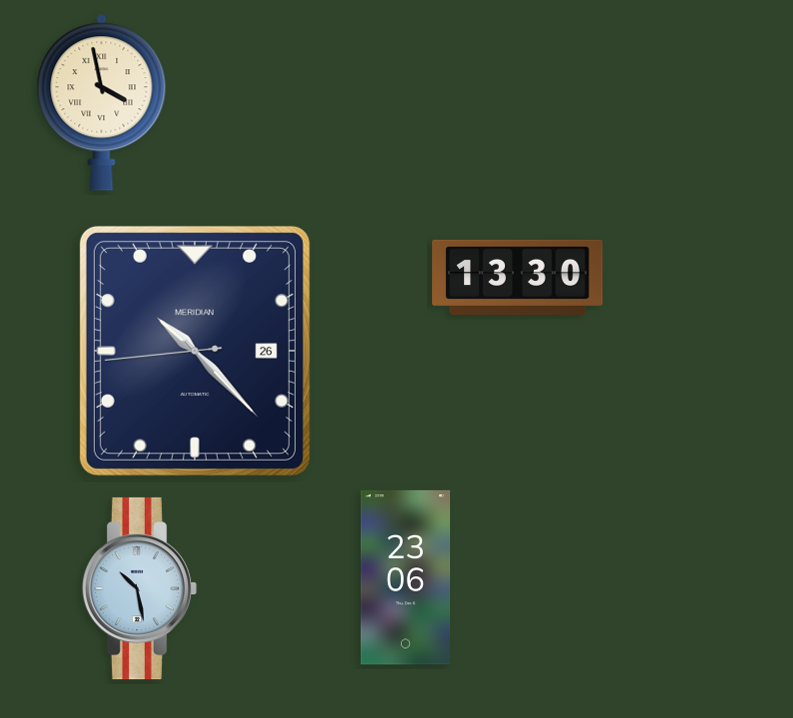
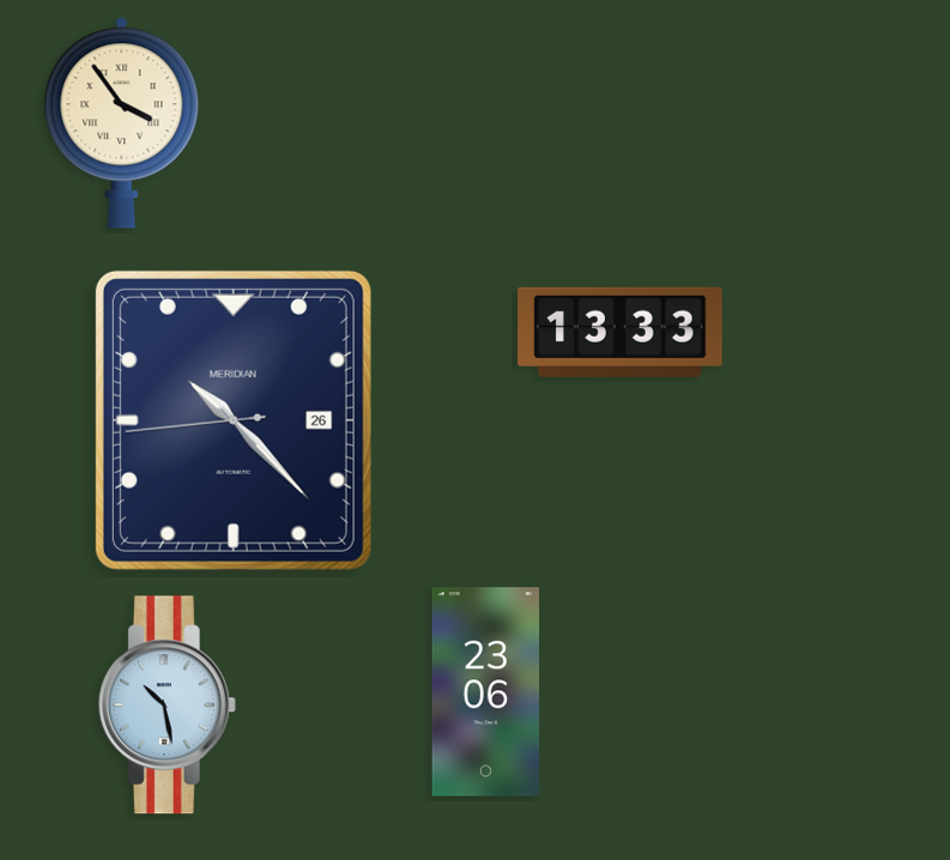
clock at (102, 103): 3:58 -> 3:54
clock at (518, 277): 13:30 -> 13:33
